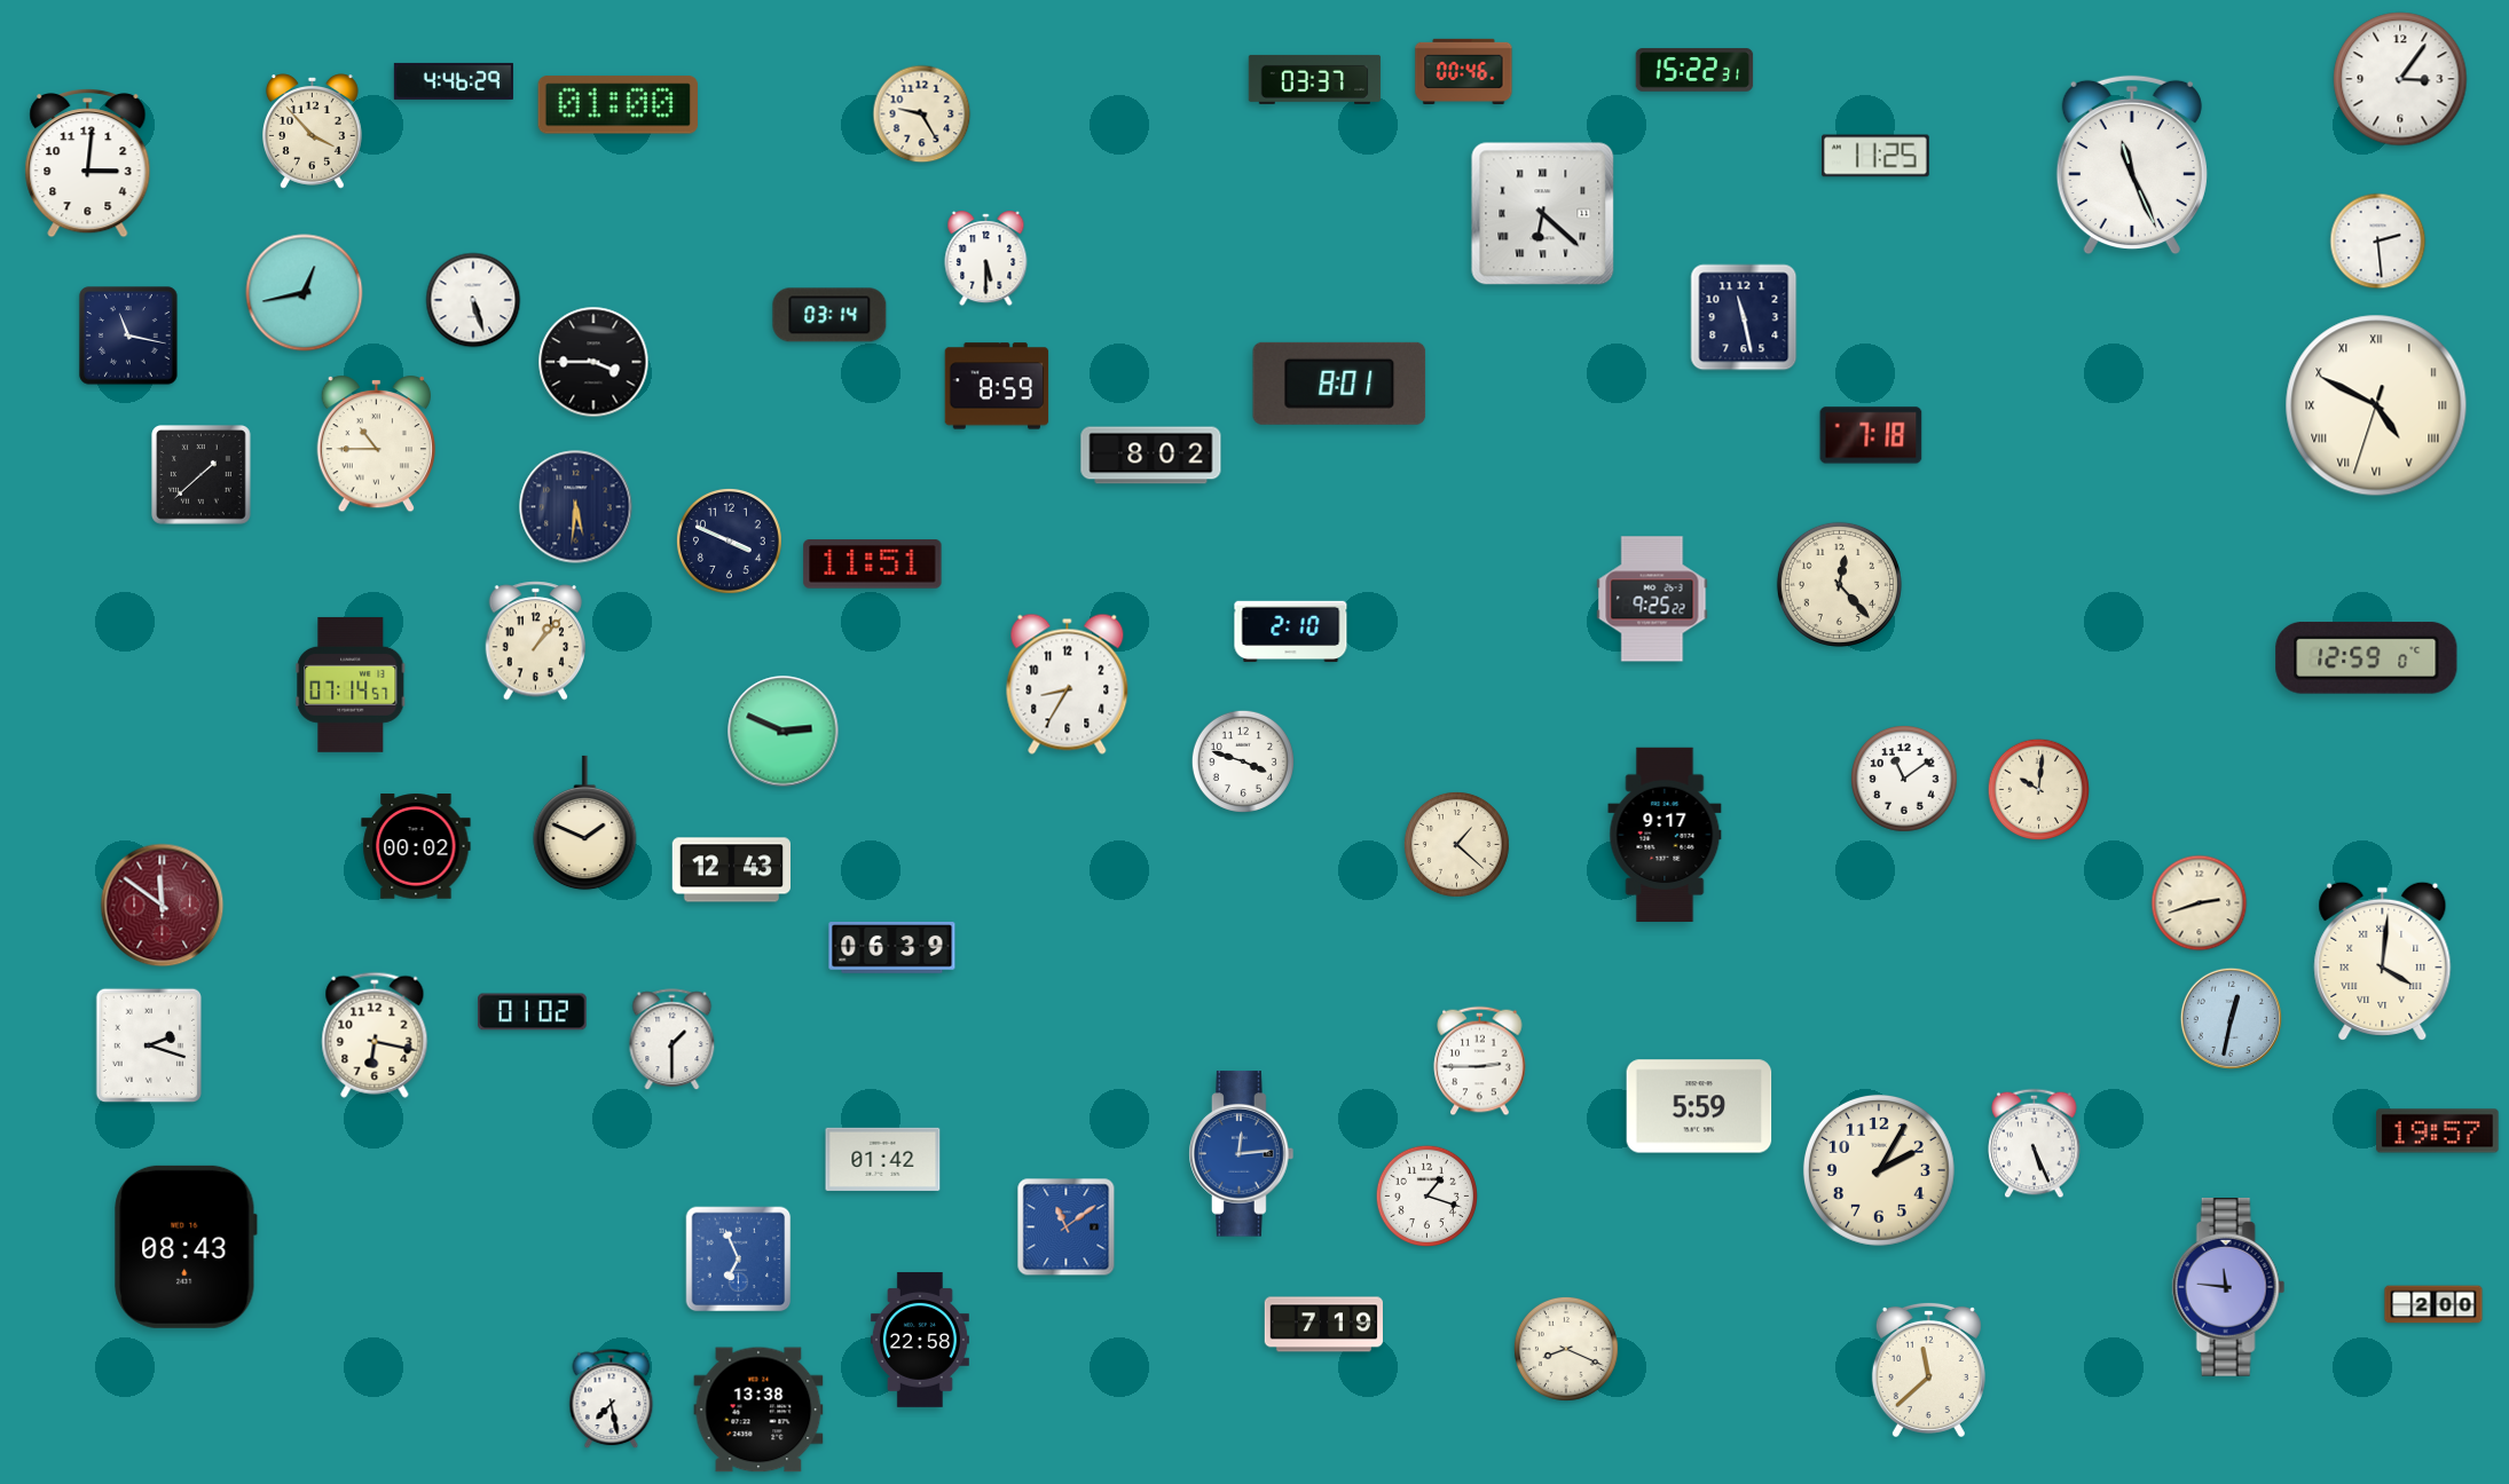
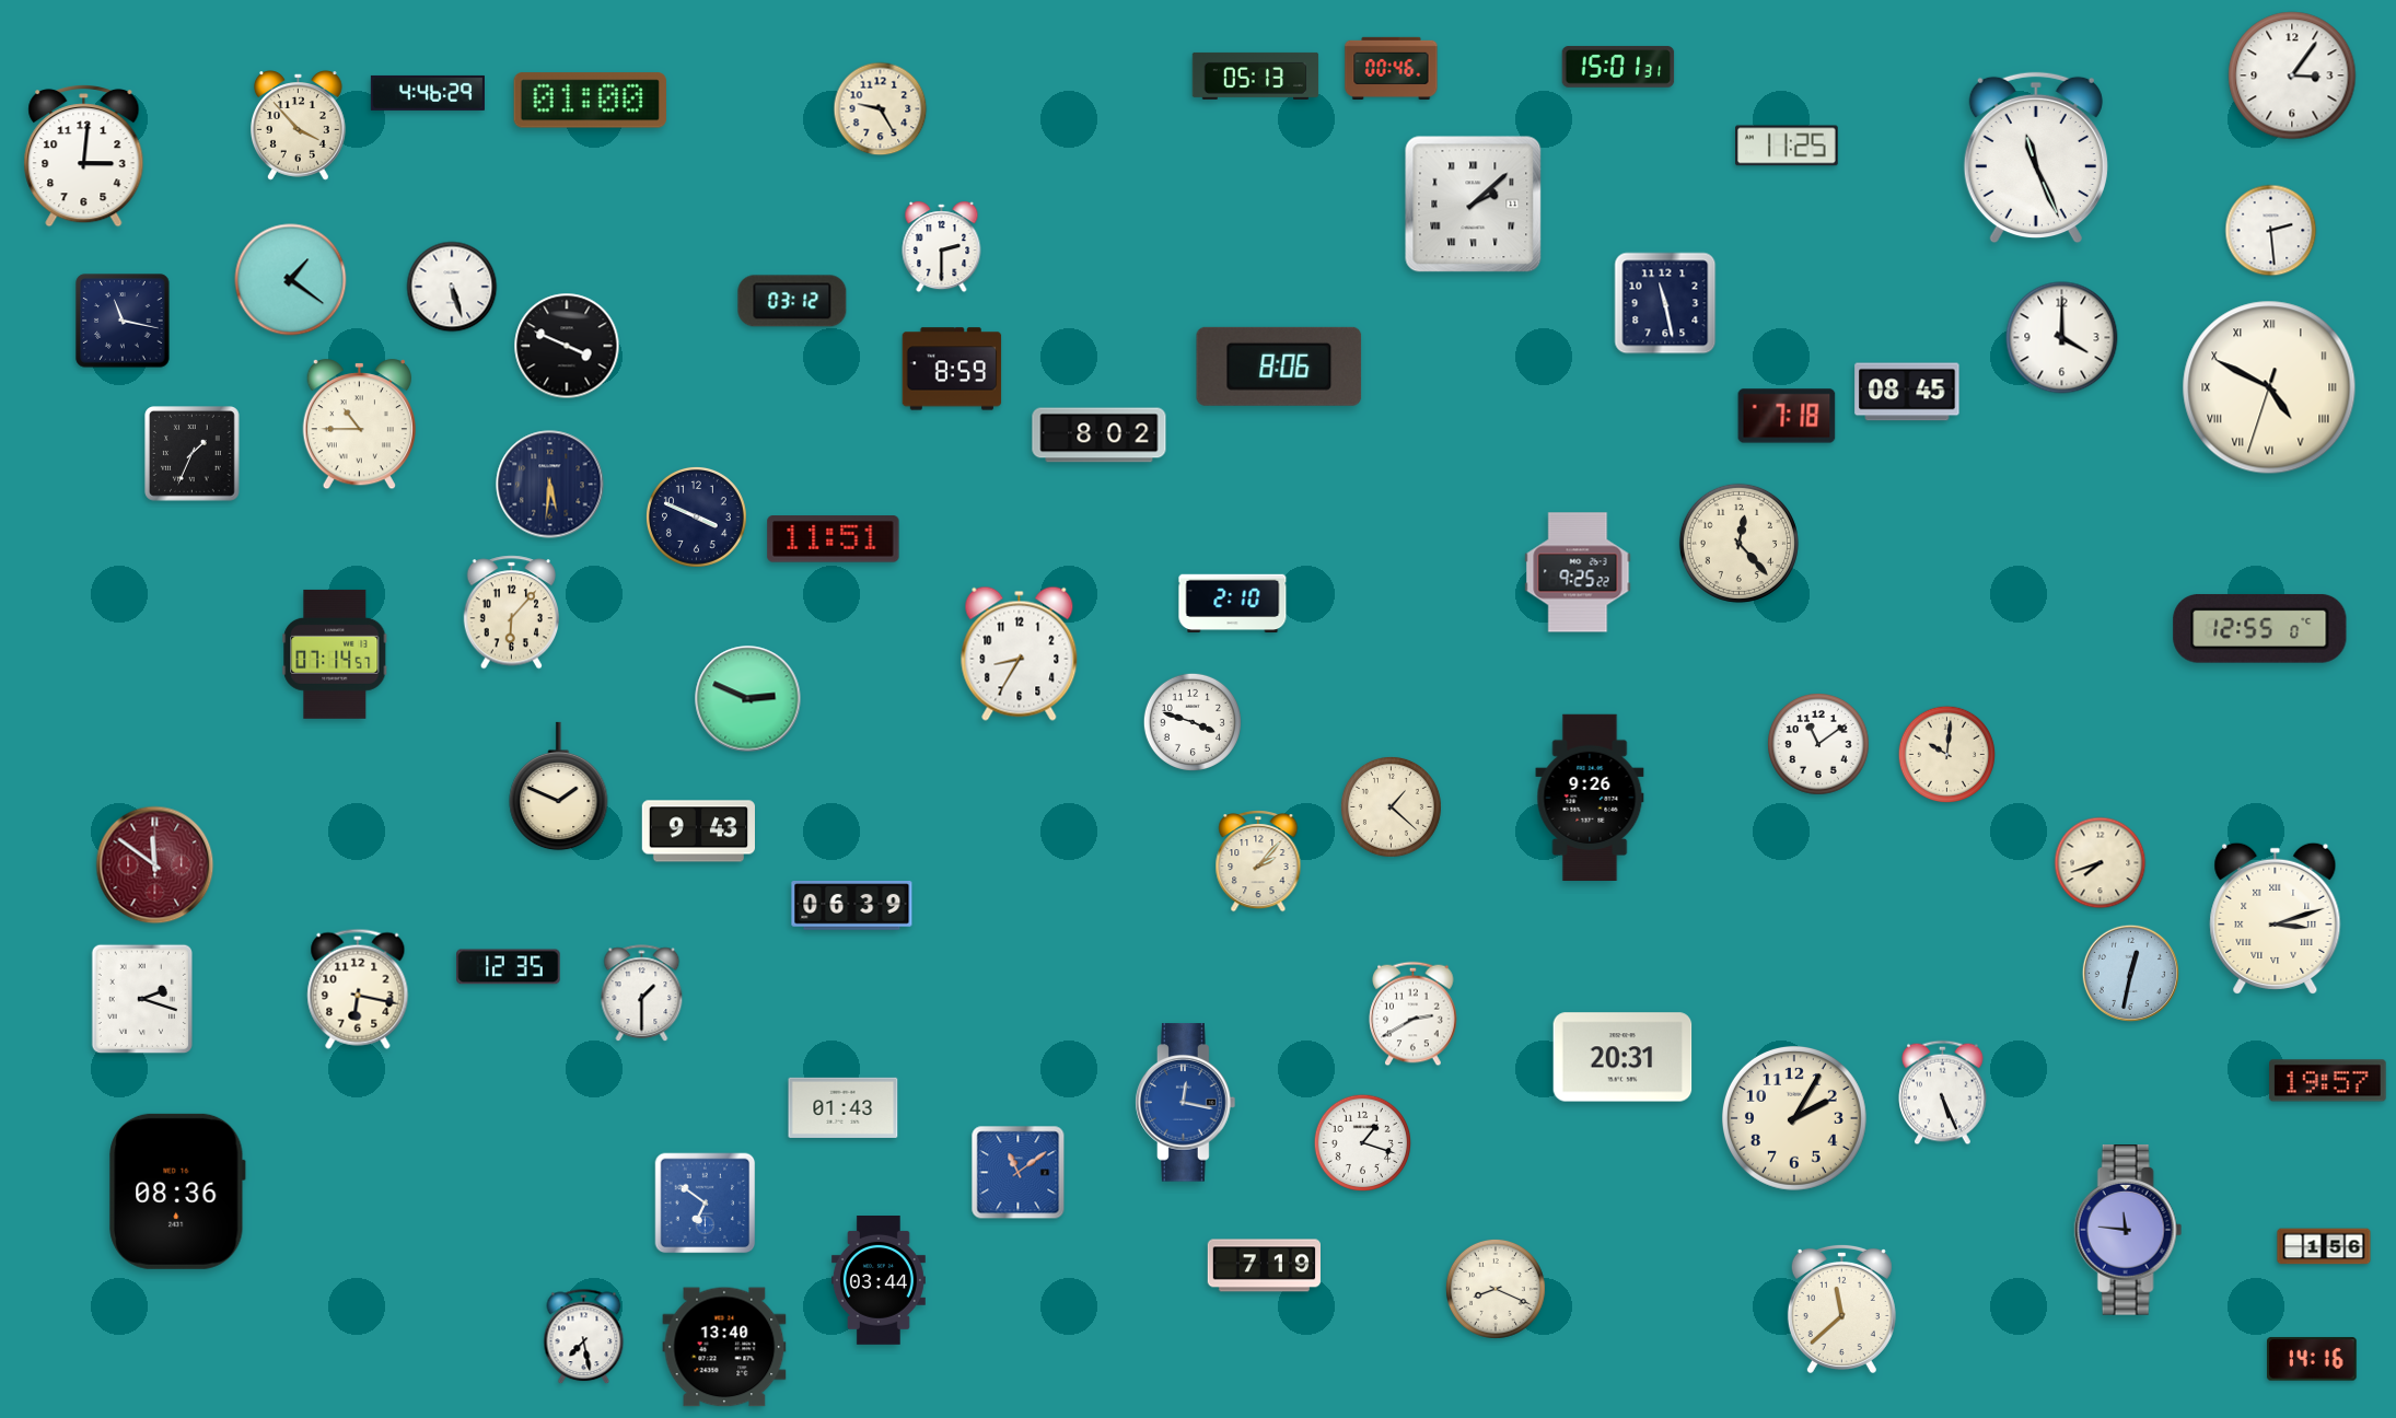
clock at (1694, 70): 15:22 -> 15:01
clock at (1464, 71) position: (1464, 71) -> (1392, 68)
clock at (1315, 79): 03:37 -> 05:13
clock at (454, 81) position: (454, 81) -> (428, 93)
clock at (1877, 156) position: (1877, 156) -> (1788, 146)
clock at (1543, 214): 6:22 -> 2:08
clock at (986, 259): 5:30 -> 2:30
clock at (305, 293): 12:43 -> 1:21
clock at (829, 315): 03:14 -> 03:12
clock at (2062, 338): none -> 4:00
clock at (593, 362): 3:45 -> 3:49
clock at (1339, 384): 8:01 -> 8:06
clock at (1907, 392): none -> 08:45
clock at (202, 475): 1:38 -> 1:34
clock at (1839, 584) position: (1839, 584) -> (1738, 543)
clock at (536, 641): 1:07 -> 6:07
clock at (2367, 657): 12:59 -> 12:55
clock at (1243, 761) position: (1243, 761) -> (1193, 722)
clock at (1665, 834): 9:17 -> 9:26
clock at (416, 846): 00:02 -> none
clock at (731, 870): 12:43 -> 9:43
clock at (1258, 862): none -> 2:07
clock at (2200, 903): 2:42 -> 7:42
clock at (2383, 961): 4:01 -> 3:12
clock at (533, 1012): 01:02 -> 12:35
clock at (1480, 1061): 2:45 -> 2:40
clock at (1699, 1106): 5:59 -> 20:31
clock at (1242, 1154): 12:14 -> 12:17
clock at (883, 1159): 01:42 -> 01:43
clock at (186, 1247): 08:43 -> 08:36
clock at (739, 1260): 6:56 -> 6:51
clock at (2433, 1304): 2:00 -> 1:56
clock at (920, 1341): 22:58 -> 03:44
clock at (758, 1410): 13:38 -> 13:40
clock at (2313, 1359): none -> 14:16
